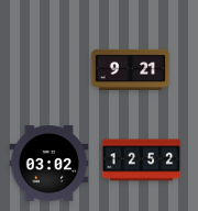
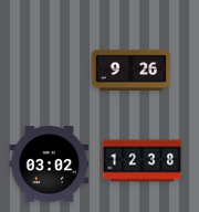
clock at (131, 69): 9:21 -> 9:26
clock at (142, 160): 12:52 -> 12:38
